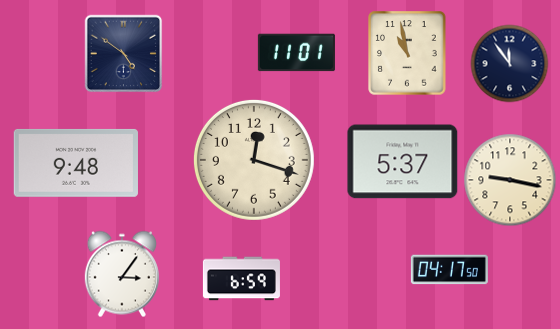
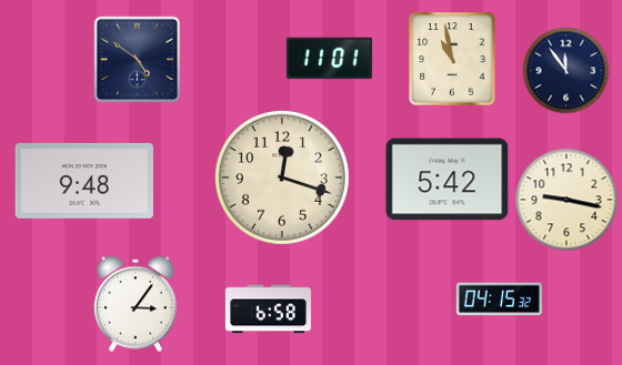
clock at (403, 162): 5:37 -> 5:42
clock at (449, 270): 04:17 -> 04:15
clock at (241, 279): 6:59 -> 6:58
